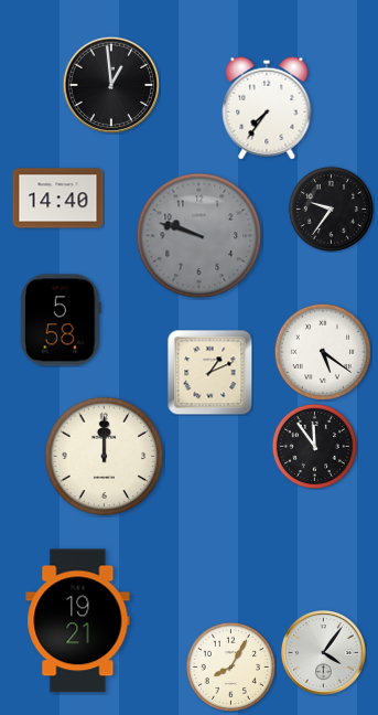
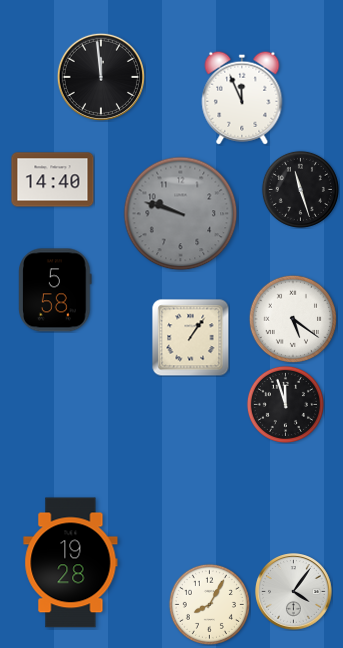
clock at (110, 84): 12:59 -> 11:59
clock at (267, 108): 7:36 -> 11:56
clock at (331, 209): 9:36 -> 11:27
clock at (209, 372): 1:11 -> 1:06
clock at (314, 446): 11:54 -> 11:57
clock at (105, 457): 12:00 -> none
clock at (78, 621): 19:21 -> 19:28
